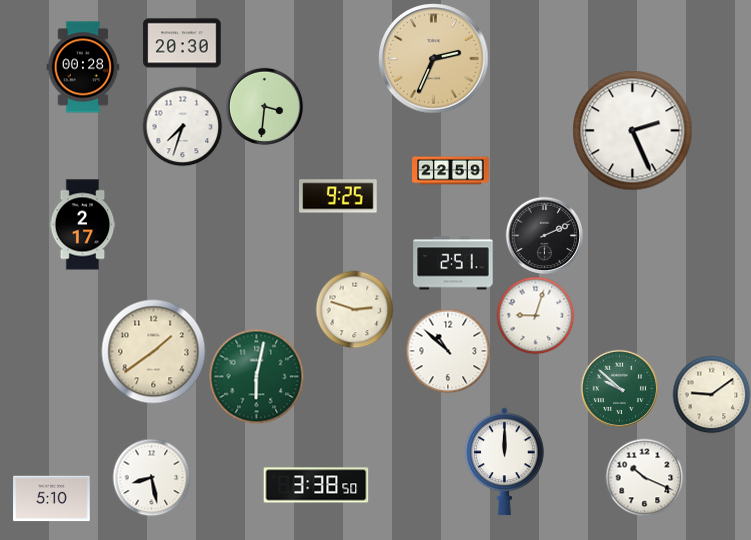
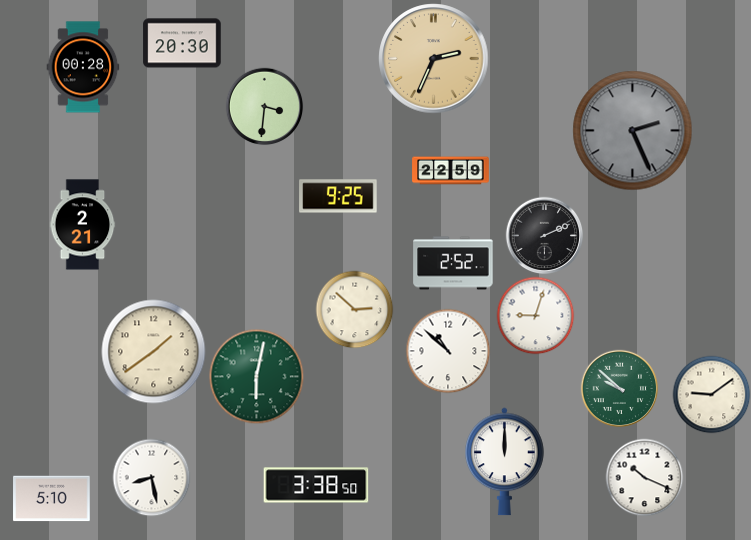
clock at (182, 126): 7:33 -> none
clock at (633, 131) dial: white -> grey
clock at (83, 225): 2:17 -> 2:21
clock at (453, 263): 2:51 -> 2:52
clock at (354, 309): 2:48 -> 2:52
